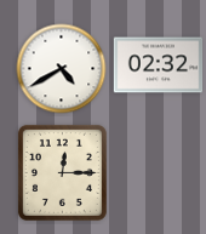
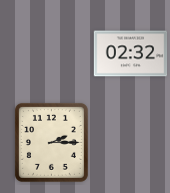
clock at (62, 69): 4:40 -> none
clock at (62, 172): 12:15 -> 2:15
